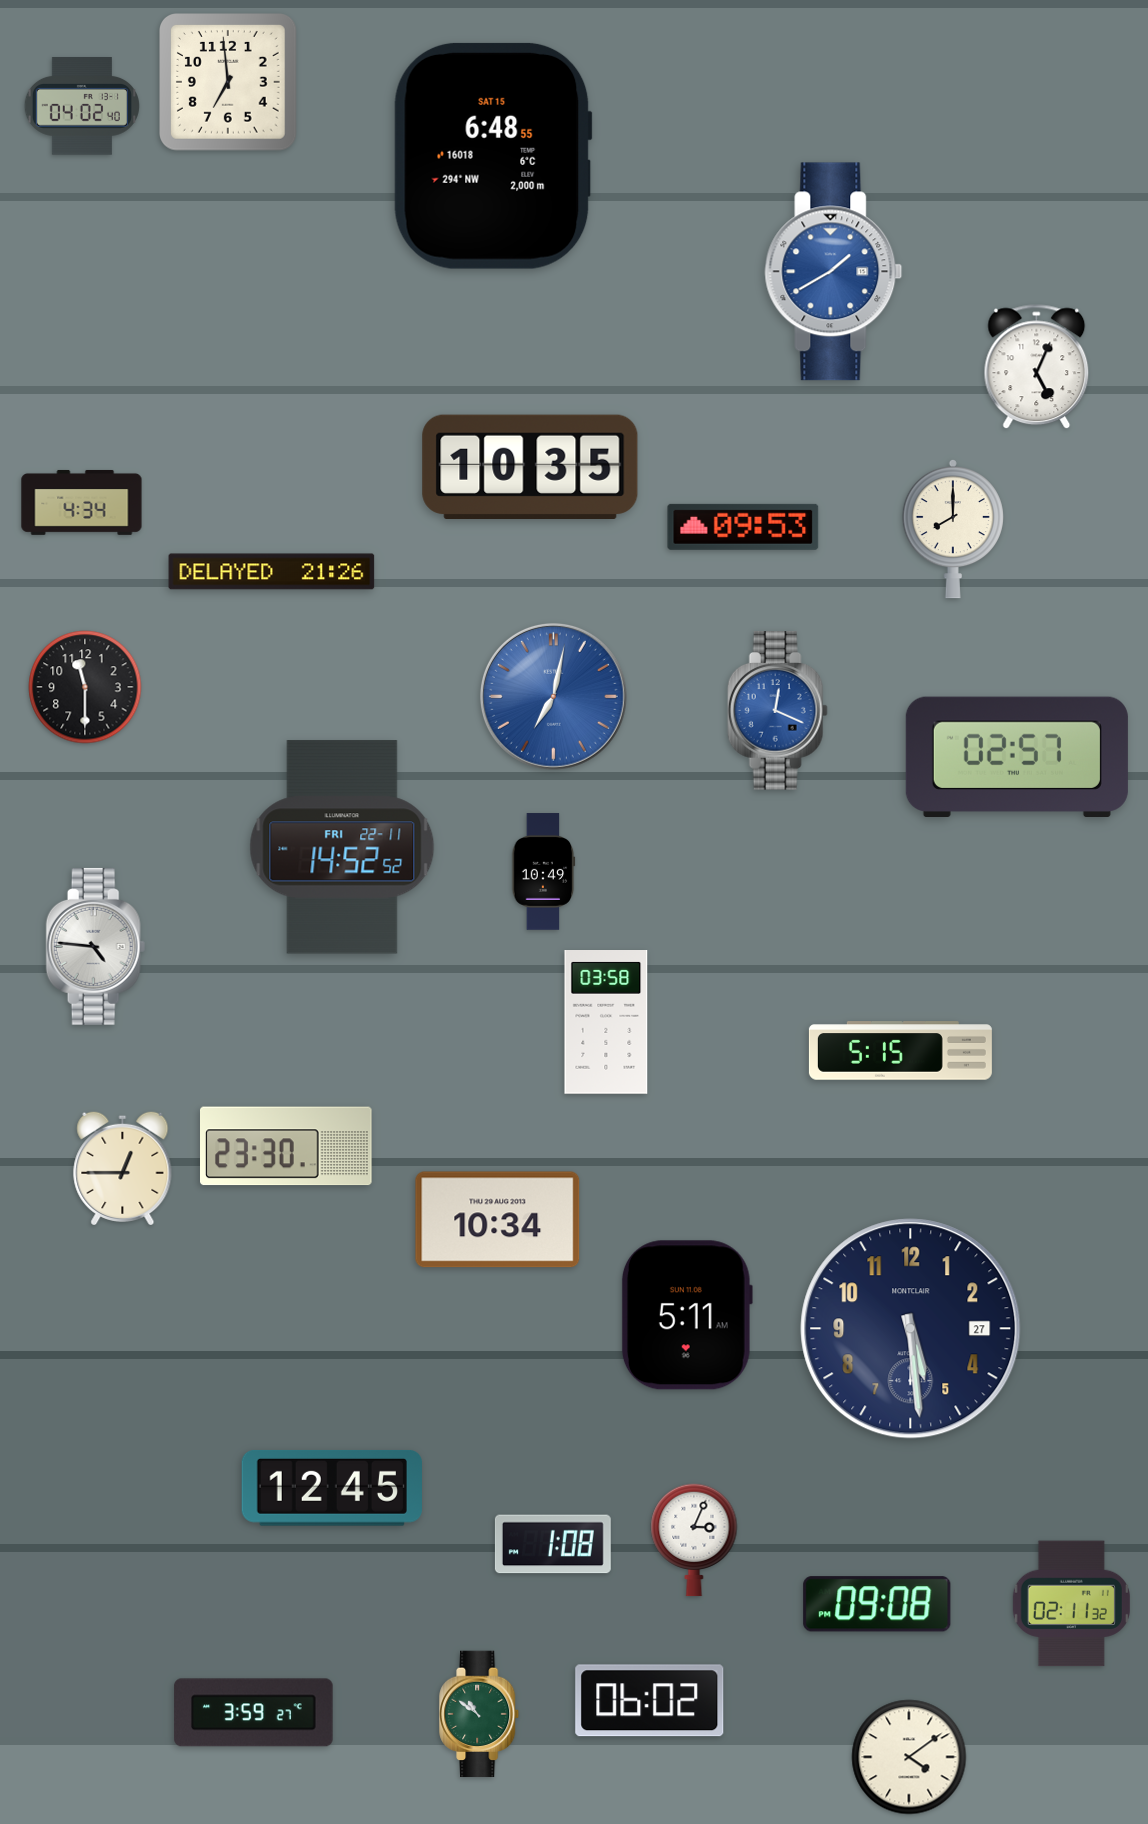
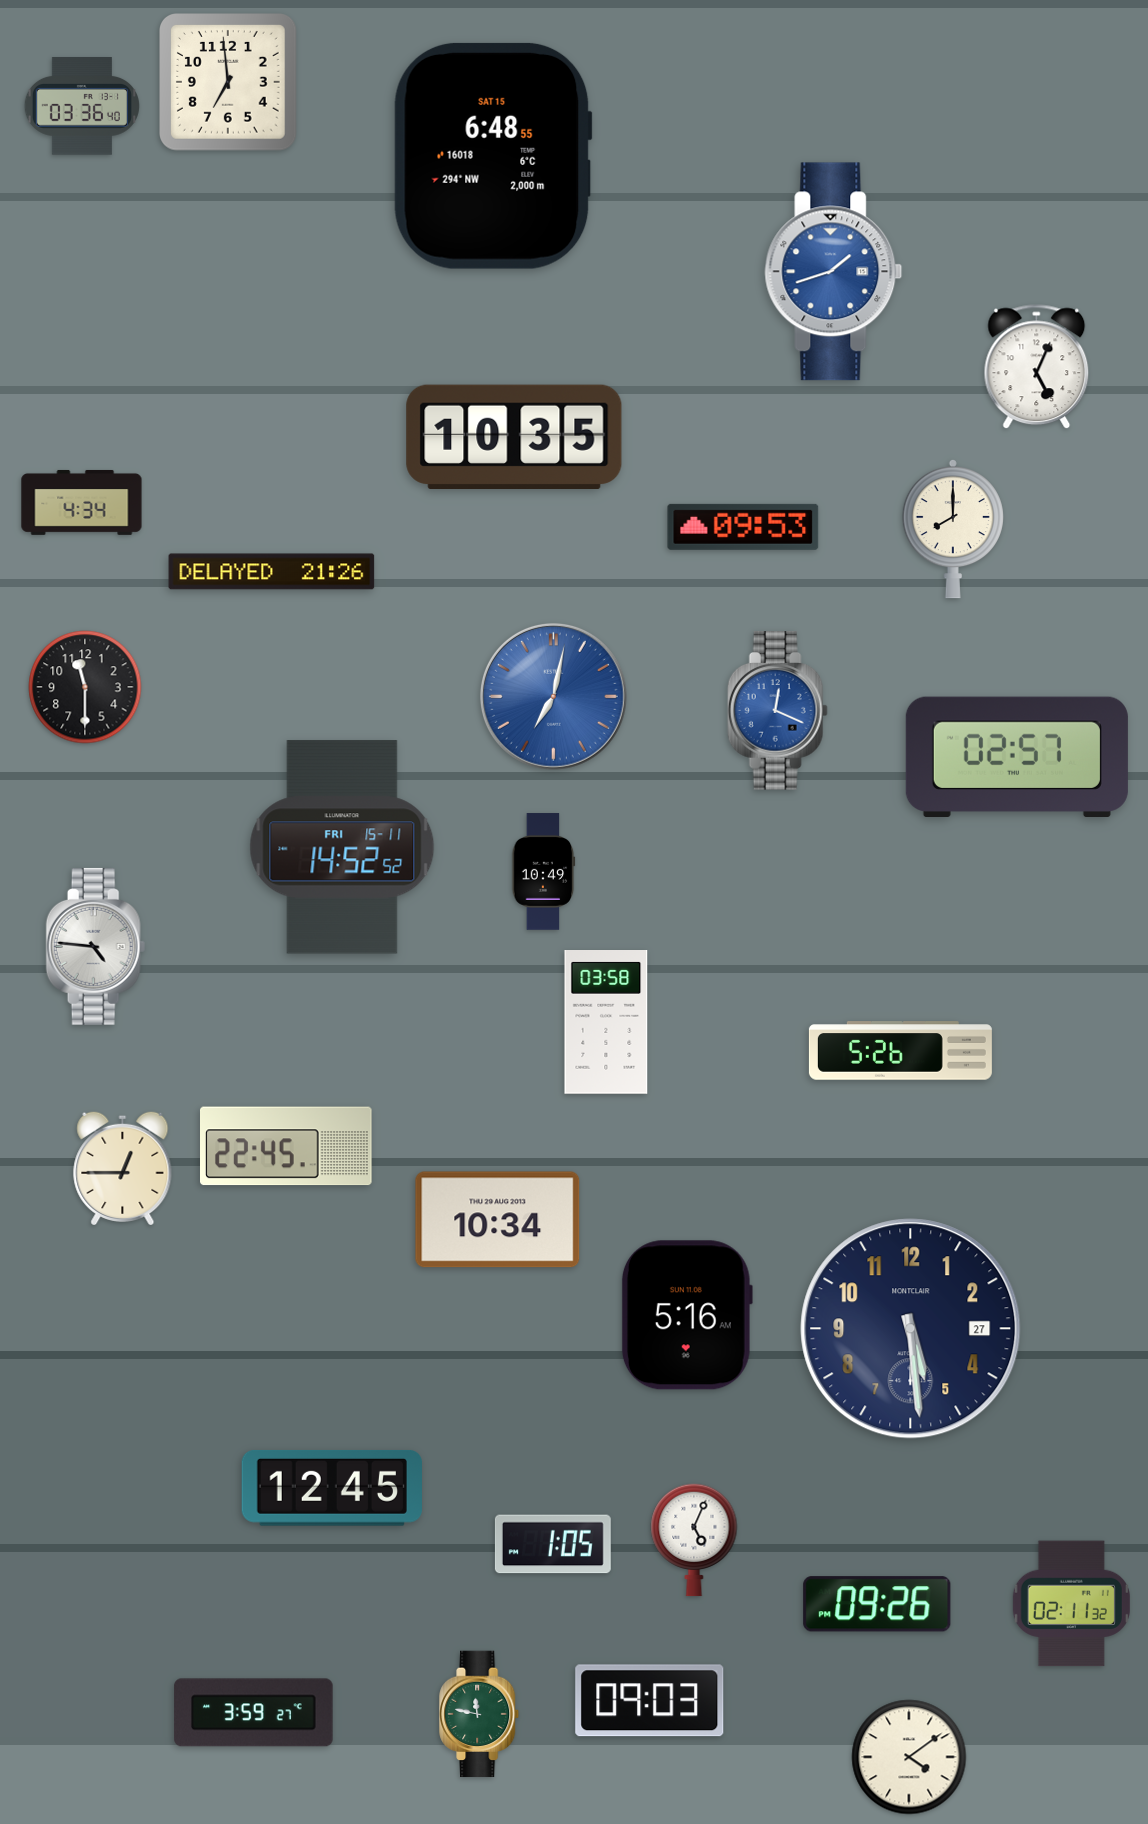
clock at (82, 106): 04:02 -> 03:36
clock at (834, 272): 1:40 -> 1:42
clock at (530, 466) position: (530, 466) -> (514, 436)
clock at (342, 847) date: FRI 22-11 -> FRI 15-11
clock at (900, 1051): 5:15 -> 5:26
clock at (287, 1146): 23:30 -> 22:45
clock at (687, 1315): 5:11 -> 5:16
clock at (694, 1540): 3:04 -> 5:04
clock at (553, 1544): 1:08 -> 1:05
clock at (877, 1604): 09:08 -> 09:26
clock at (650, 1701): 06:02 -> 09:03
clock at (480, 1714): 10:51 -> 11:47
